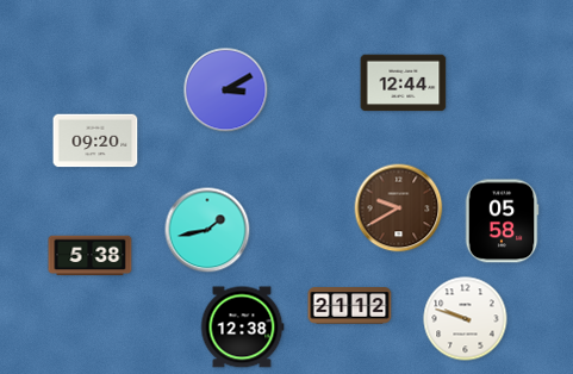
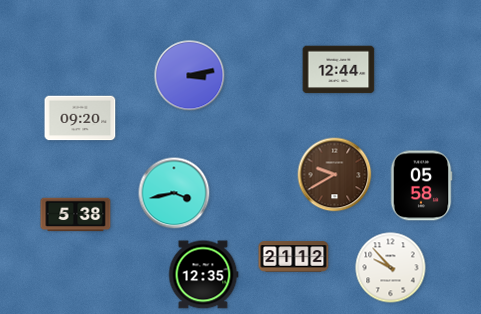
clock at (226, 91): 3:10 -> 3:13
clock at (207, 230): 1:43 -> 3:43
clock at (466, 319): 9:48 -> 9:53
clock at (242, 328): 12:38 -> 12:35
